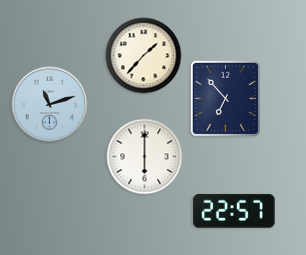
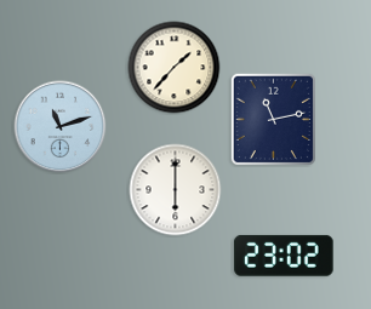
clock at (225, 98): 6:53 -> 11:13
clock at (234, 211): 22:57 -> 23:02
